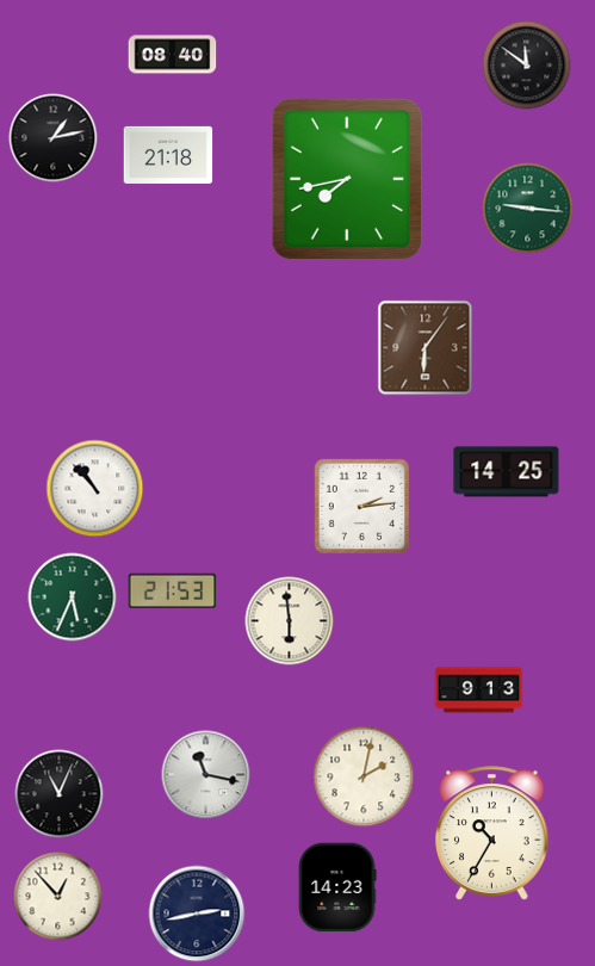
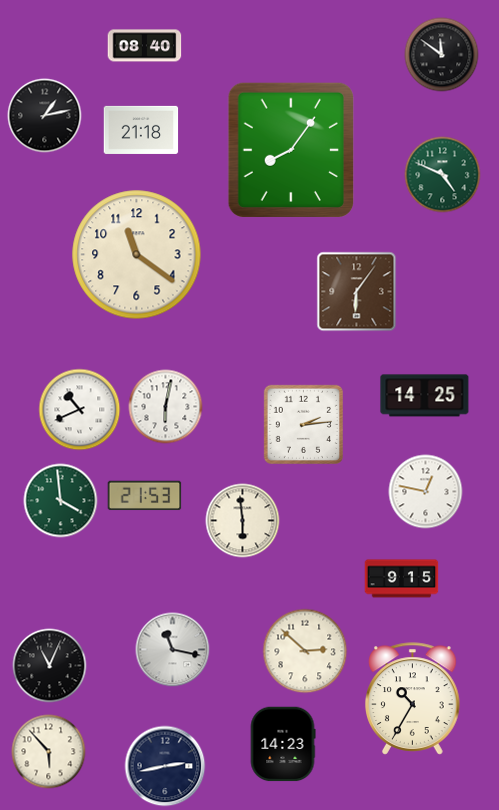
clock at (346, 178): 7:43 -> 8:06
clock at (528, 209): 9:16 -> 4:49
clock at (137, 255): none -> 11:21
clock at (166, 407): none -> 6:02
clock at (95, 489): 10:53 -> 10:41
clock at (426, 492): none -> 12:47
clock at (73, 597): 5:34 -> 3:59
clock at (479, 691): 9:13 -> 9:15
clock at (364, 776): 2:02 -> 2:52
clock at (58, 897): 12:53 -> 5:53
